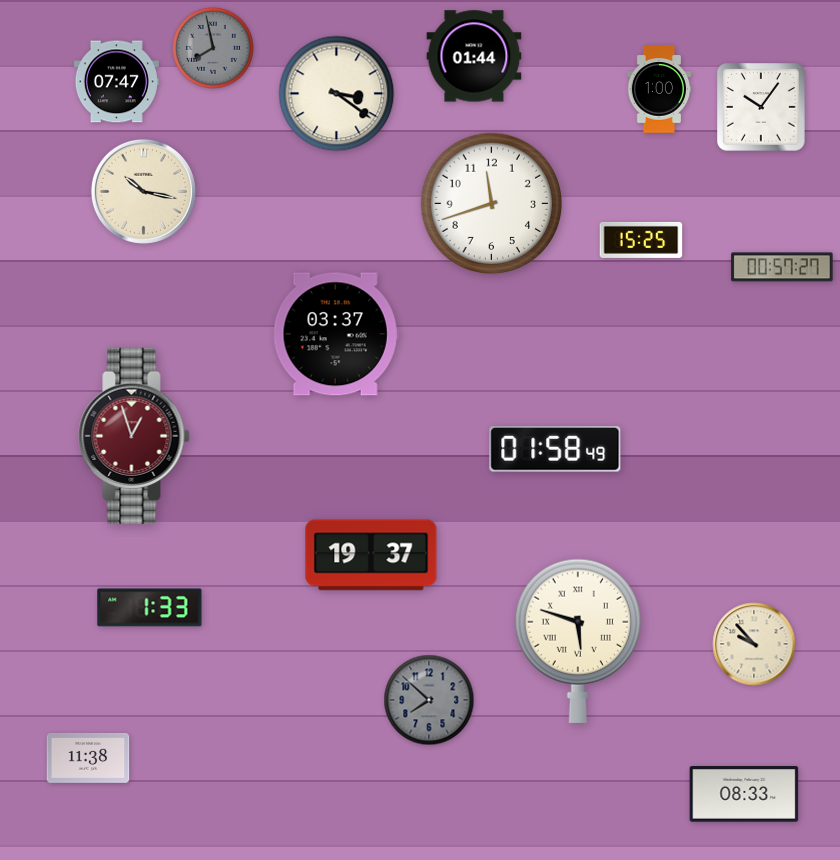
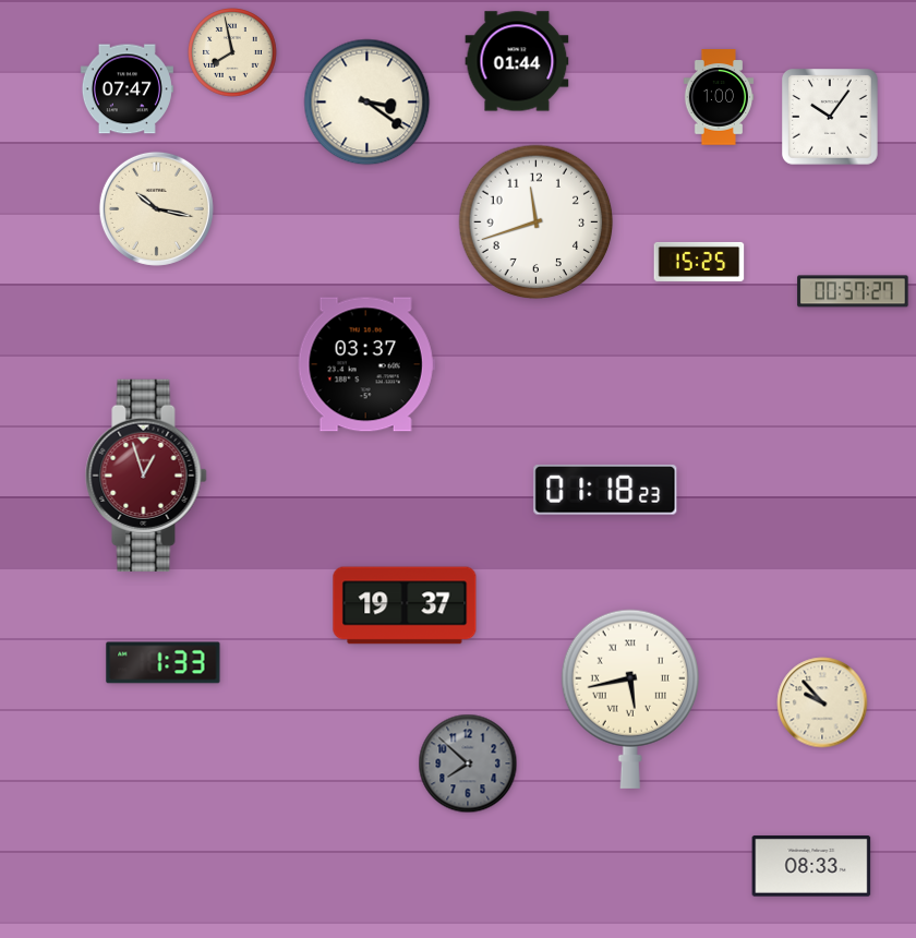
clock at (213, 48) dial: grey -> cream
clock at (555, 449): 01:58 -> 01:18
clock at (578, 641): 5:48 -> 5:43
clock at (88, 758): 11:38 -> none
